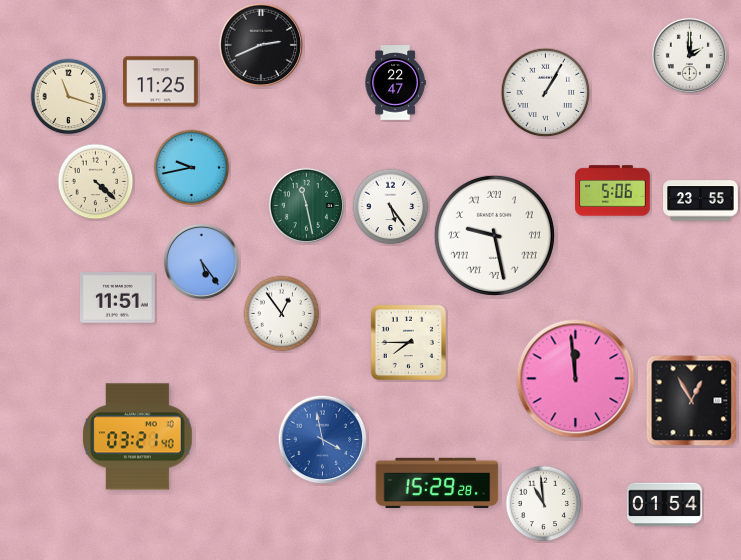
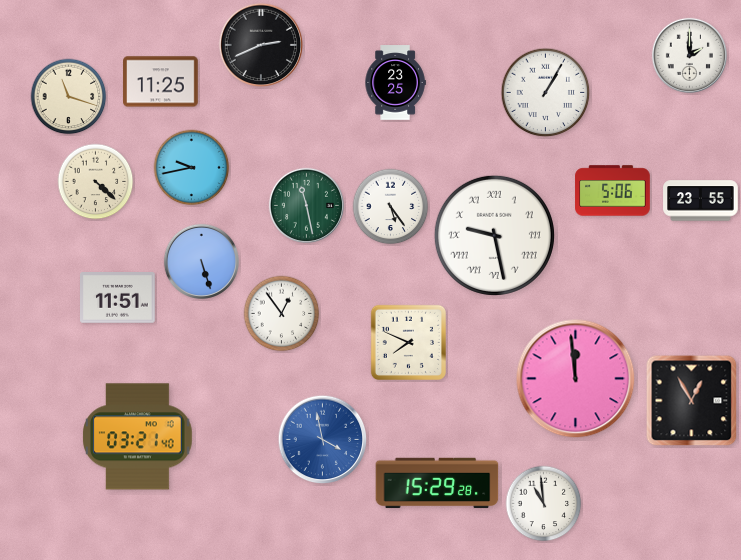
clock at (395, 83): 22:47 -> 23:25
clock at (201, 261): 5:24 -> 5:27
clock at (408, 342): 7:45 -> 7:49
clock at (665, 505): 01:54 -> none
